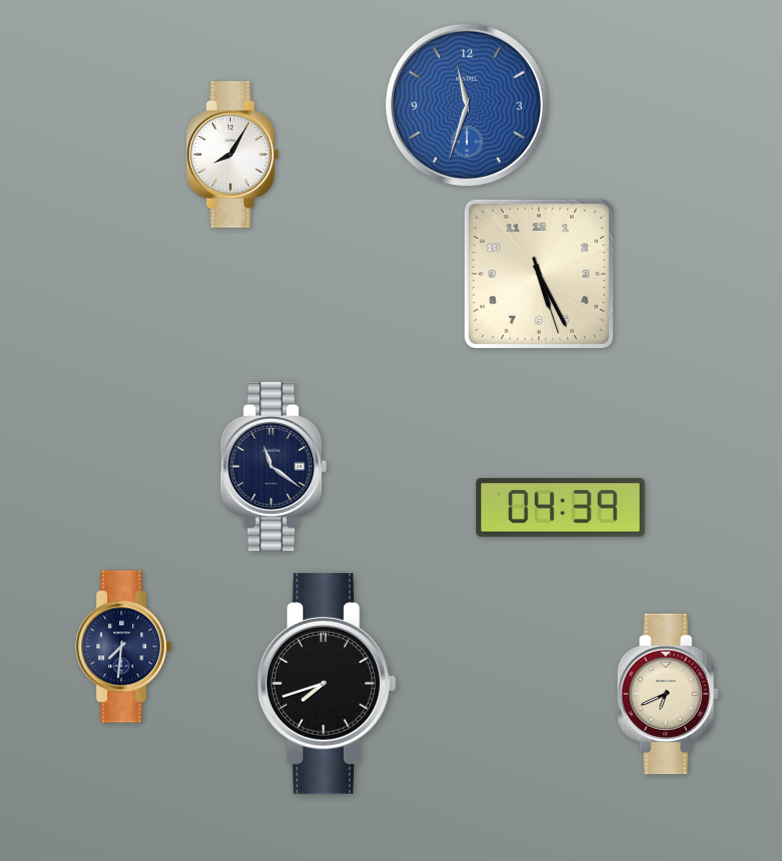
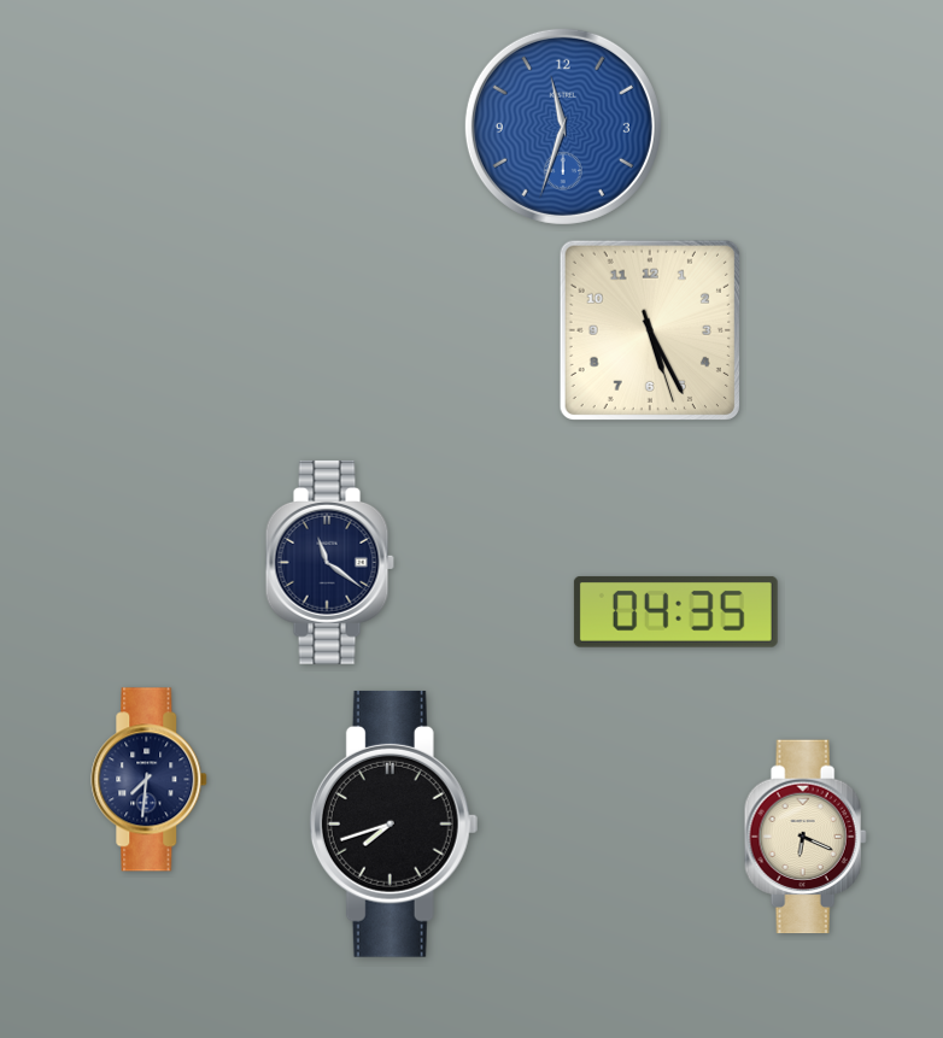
clock at (233, 155): 8:05 -> none
clock at (560, 507): 04:39 -> 04:35
clock at (668, 694): 6:41 -> 6:19
